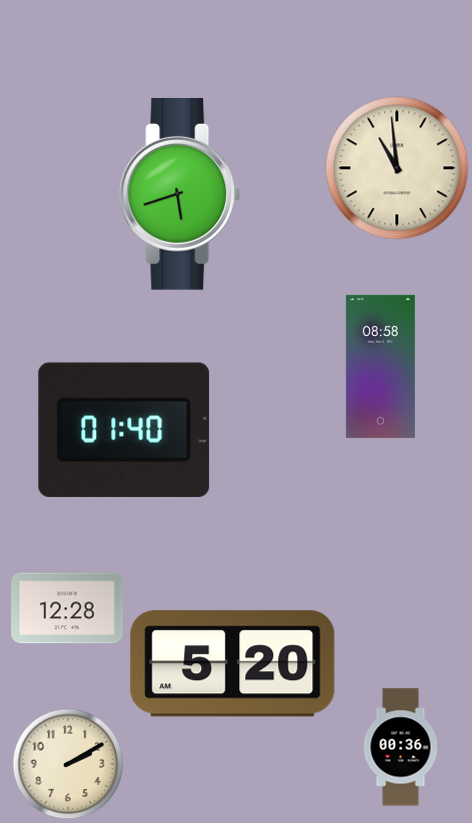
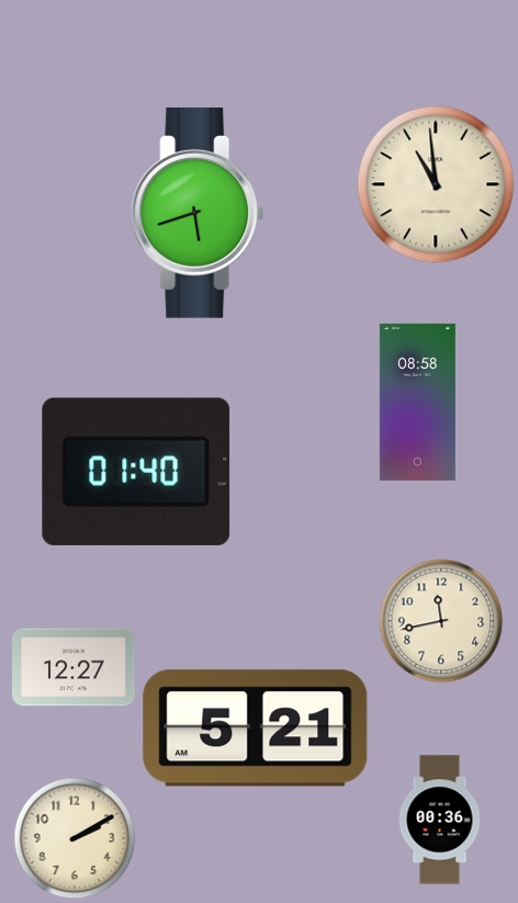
clock at (441, 621): none -> 11:43
clock at (67, 608): 12:28 -> 12:27
clock at (233, 664): 5:20 -> 5:21
